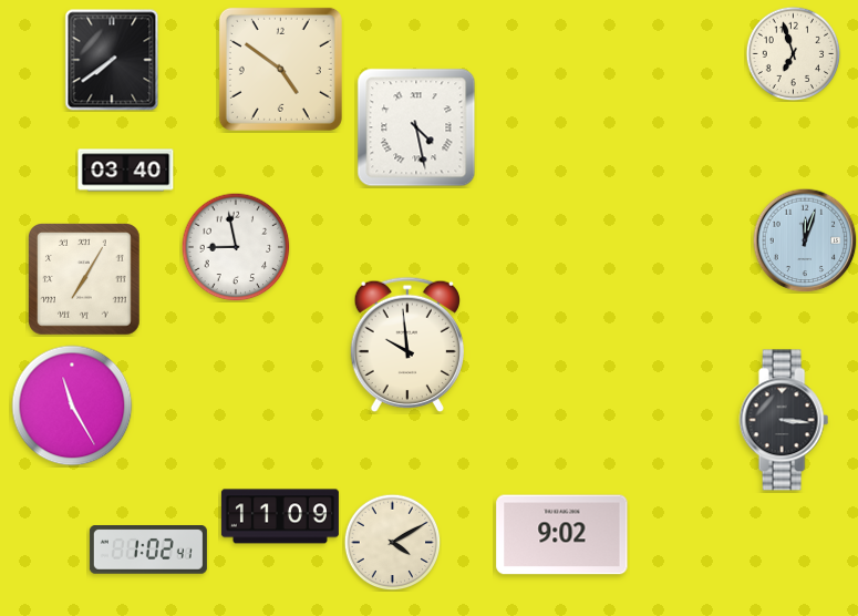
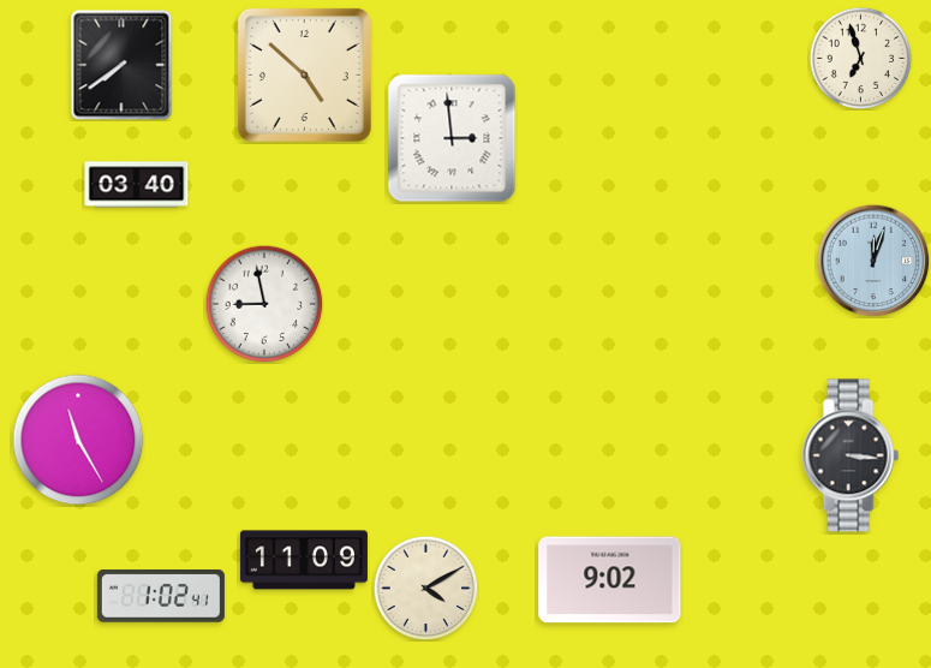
clock at (280, 69): 4:51 -> 4:52
clock at (416, 127): 4:28 -> 2:59
clock at (236, 247) position: (236, 247) -> (264, 304)
clock at (85, 280): 7:05 -> none
clock at (406, 345): 9:59 -> none
